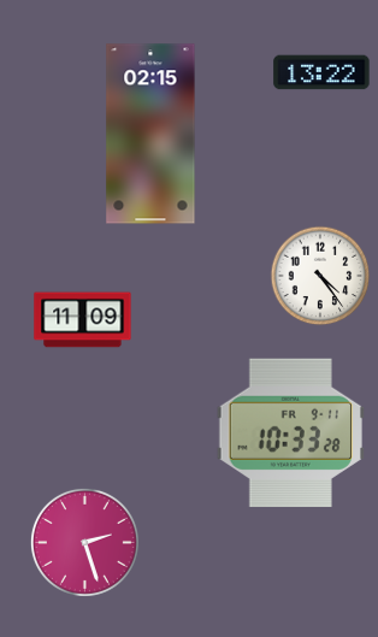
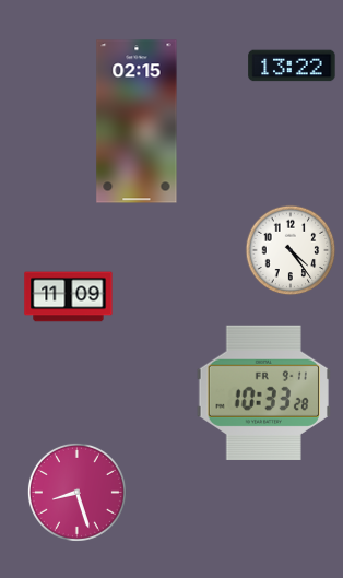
clock at (83, 320) position: (83, 320) -> (69, 297)
clock at (84, 542): 2:27 -> 8:27
